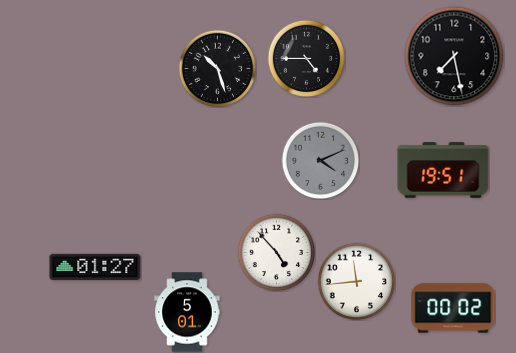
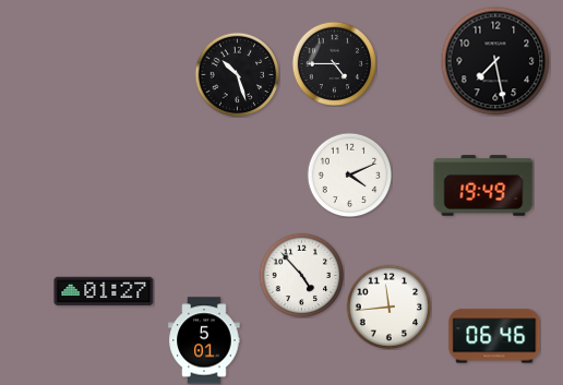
clock at (320, 160) dial: grey -> white
clock at (443, 170): 19:51 -> 19:49
clock at (453, 308): 00:02 -> 06:46
